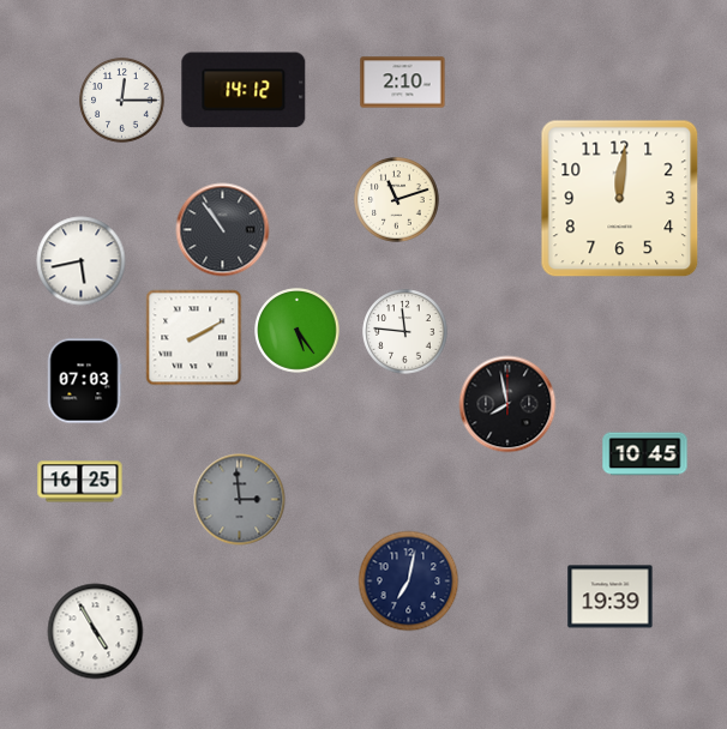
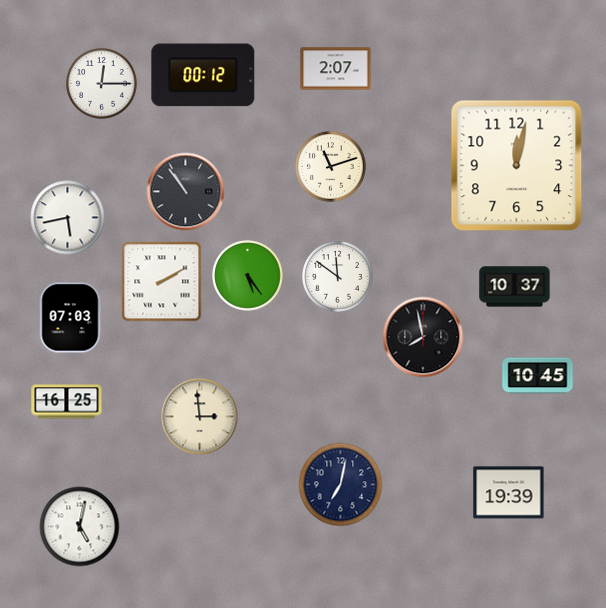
clock at (403, 83): 2:10 -> 2:07
clock at (244, 90): 14:12 -> 00:12
clock at (620, 199): 12:01 -> 12:02
clock at (405, 332): 11:46 -> 11:51
clock at (515, 287): none -> 10:37
clock at (645, 454) position: (645, 454) -> (538, 376)
clock at (240, 500) dial: grey -> cream
clock at (611, 597) position: (611, 597) -> (509, 493)
clock at (96, 632): 4:55 -> 5:02
